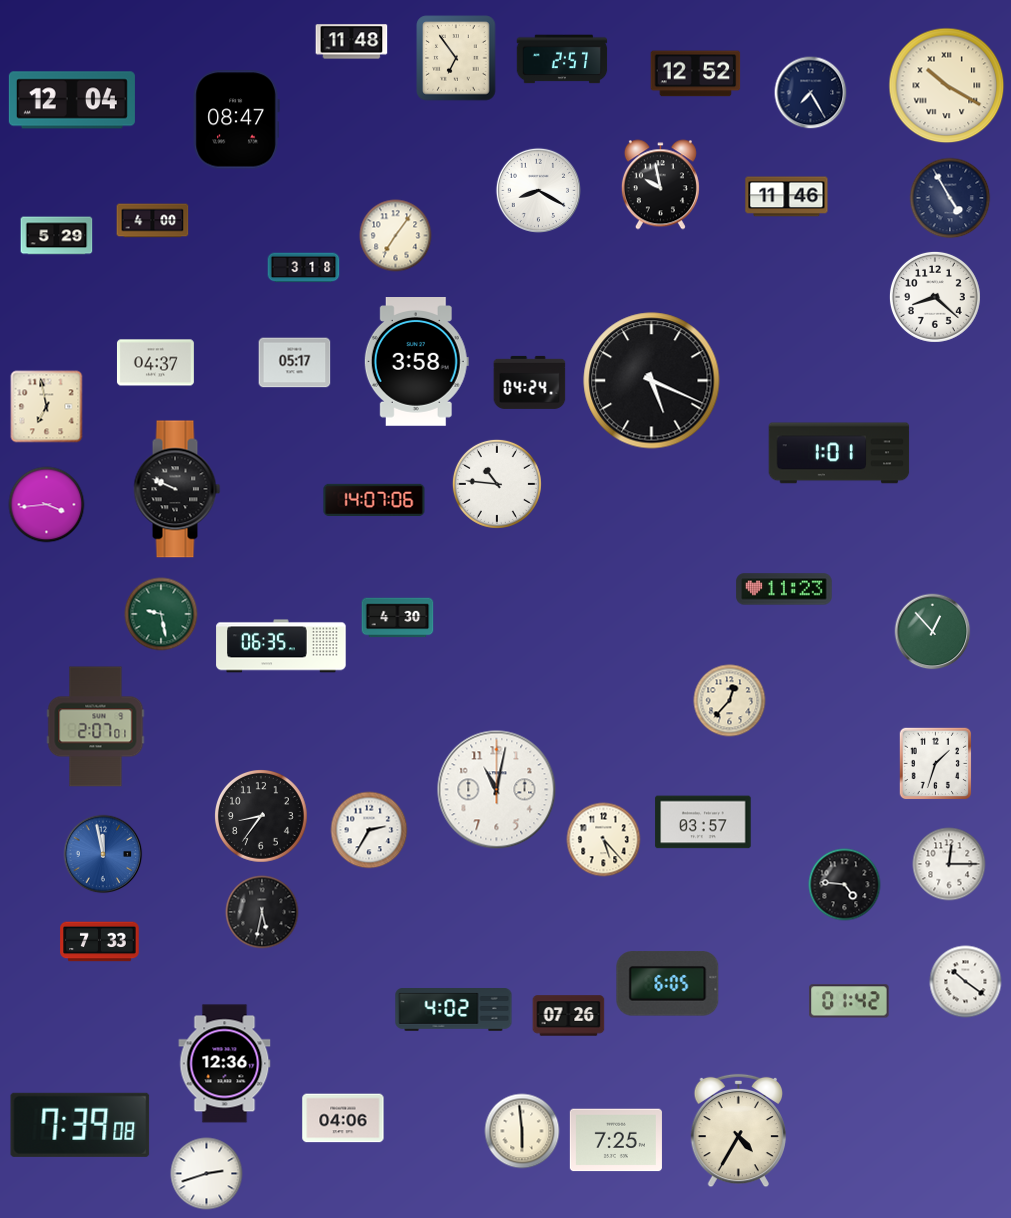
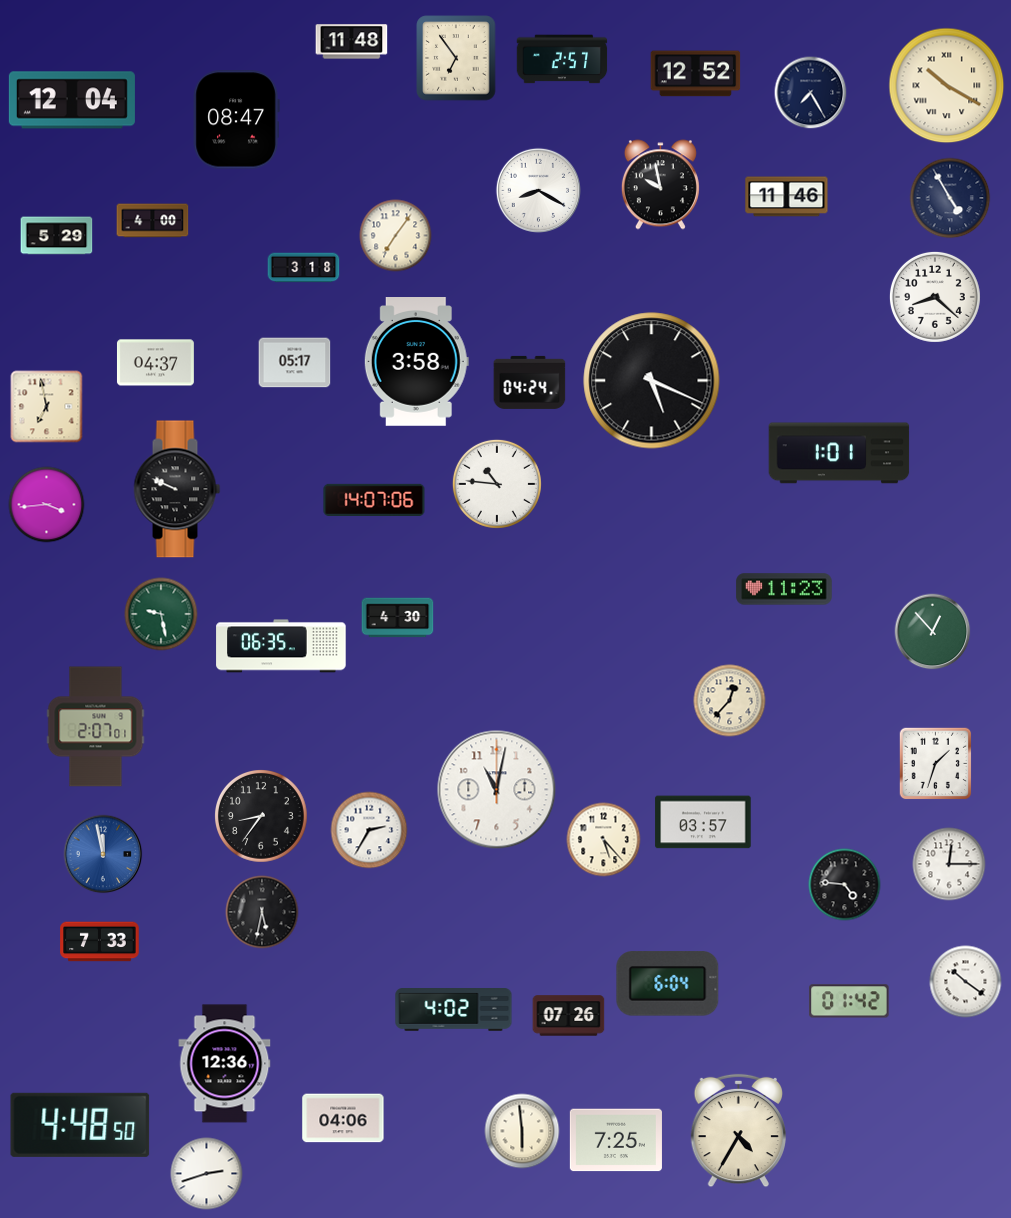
clock at (668, 984): 6:05 -> 6:04
clock at (80, 1125): 7:39 -> 4:48
